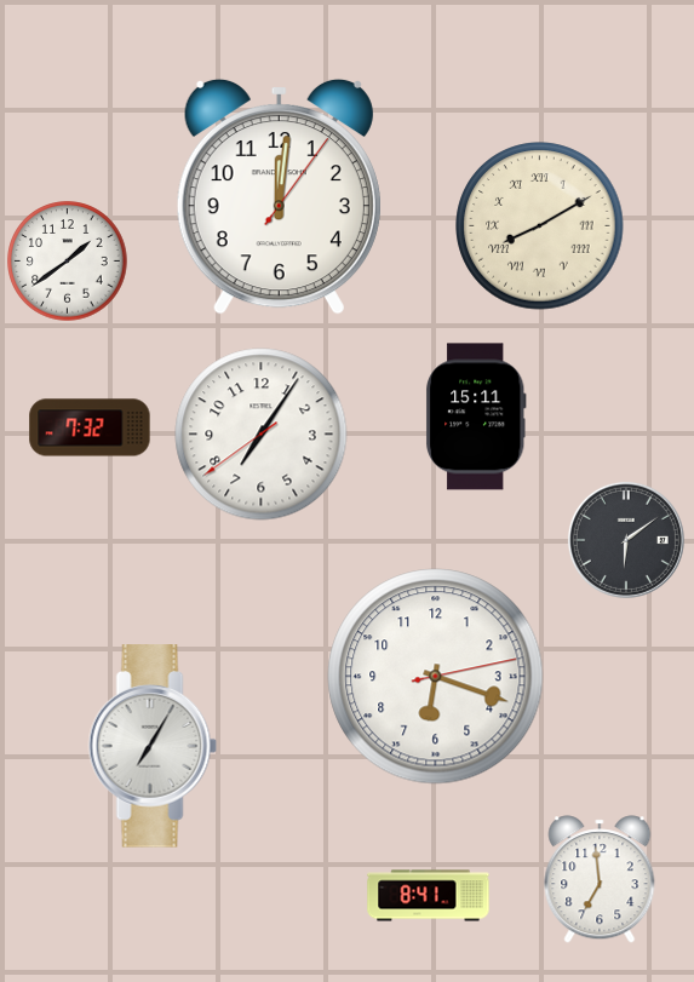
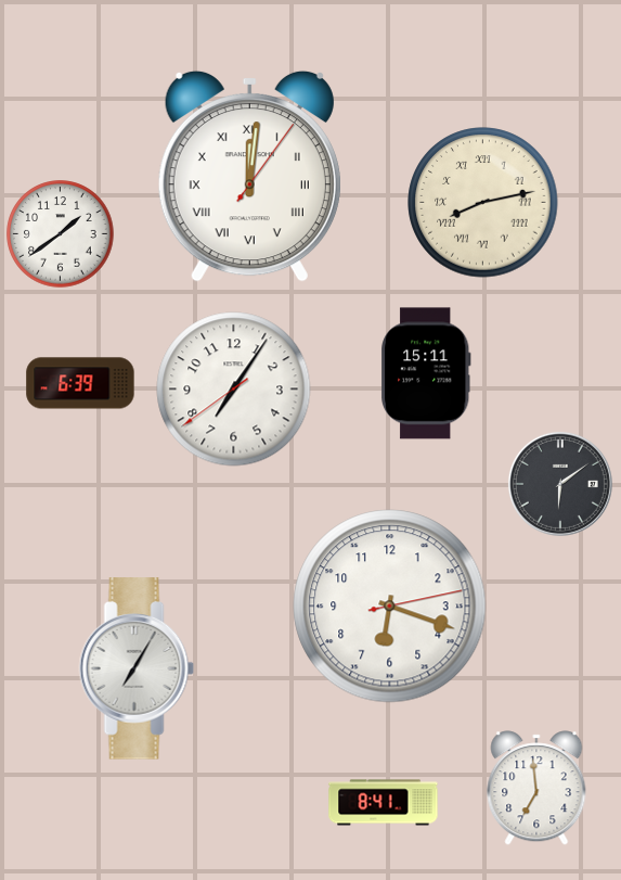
clock at (279, 196) numerals: Arabic -> Roman
clock at (540, 226): 8:10 -> 8:13
clock at (90, 427): 7:32 -> 6:39
